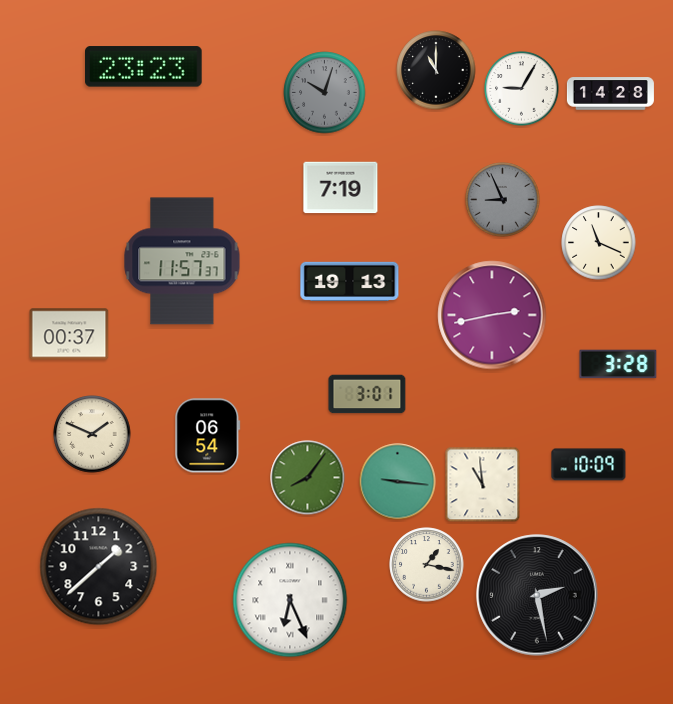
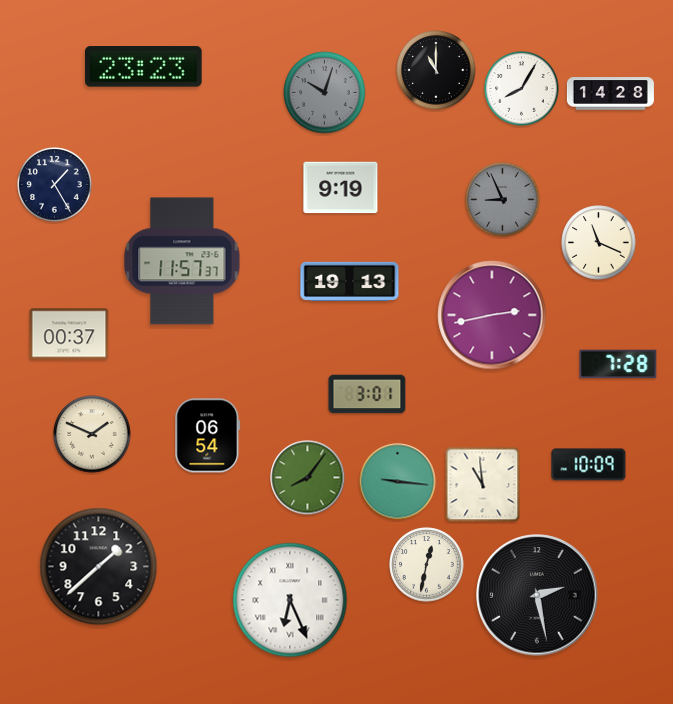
clock at (522, 89): 9:05 -> 8:05
clock at (55, 185): none -> 1:25
clock at (341, 188): 7:19 -> 9:19
clock at (618, 364): 3:28 -> 7:28
clock at (427, 565): 1:17 -> 12:32
